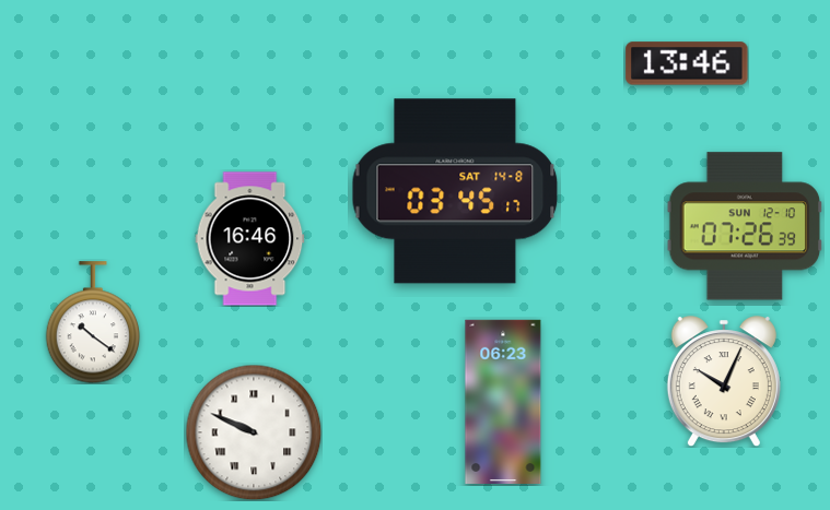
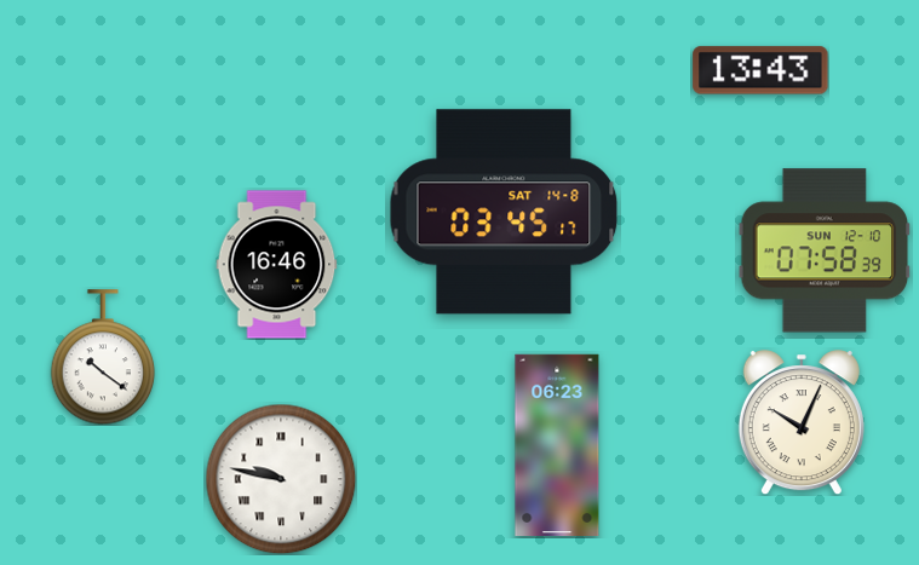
clock at (687, 63): 13:46 -> 13:43
clock at (745, 226): 07:26 -> 07:58
clock at (254, 432): 9:49 -> 9:47
